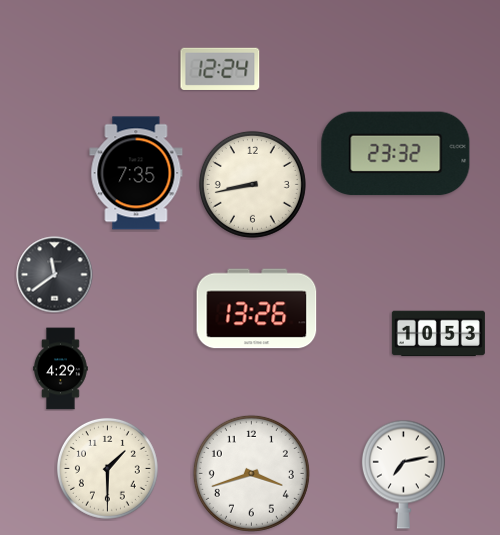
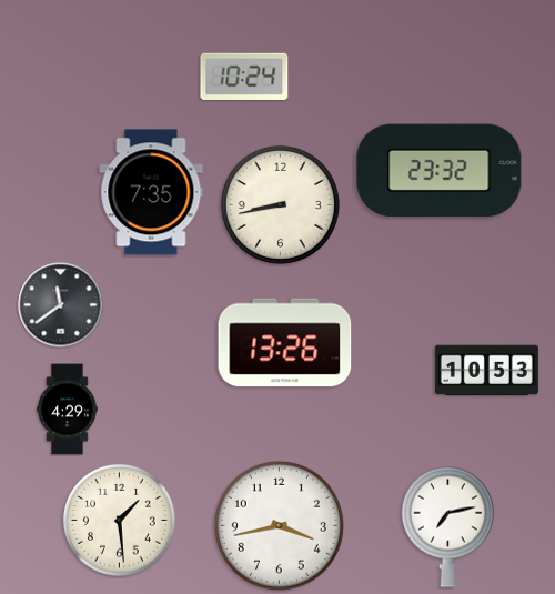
clock at (220, 69): 12:24 -> 10:24
clock at (107, 468): 1:30 -> 1:29
clock at (251, 473): 3:42 -> 3:43
